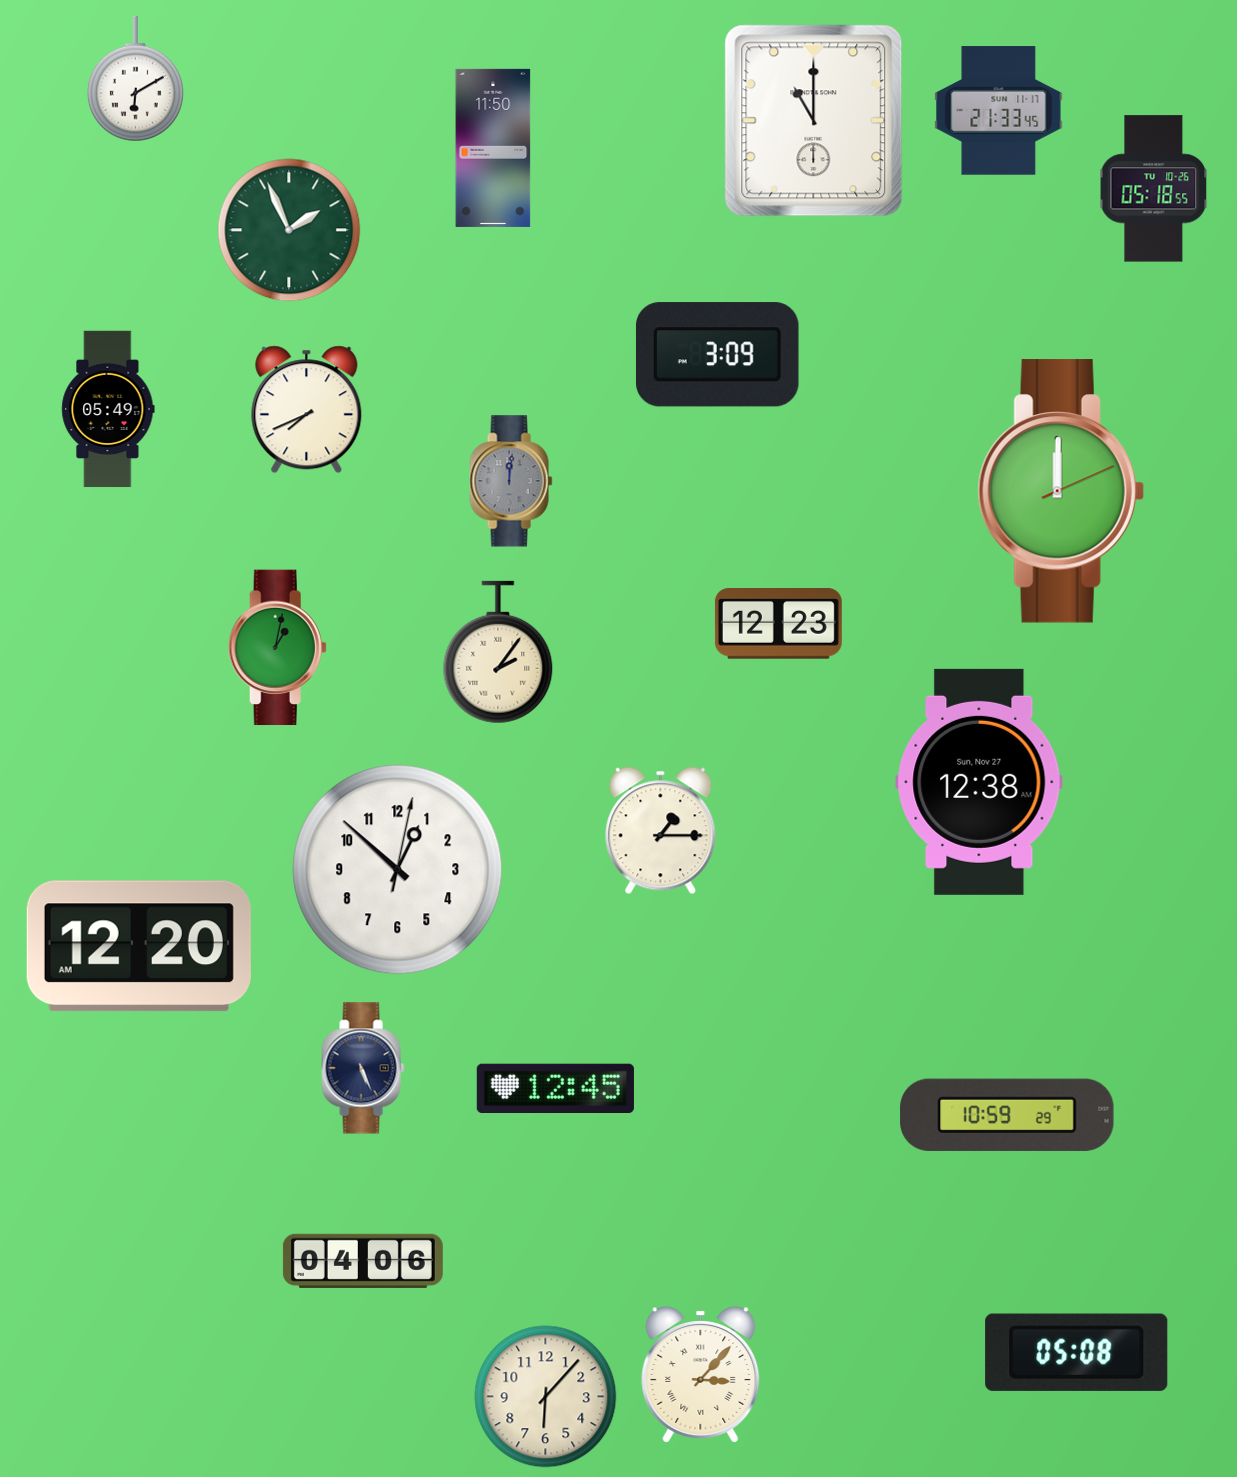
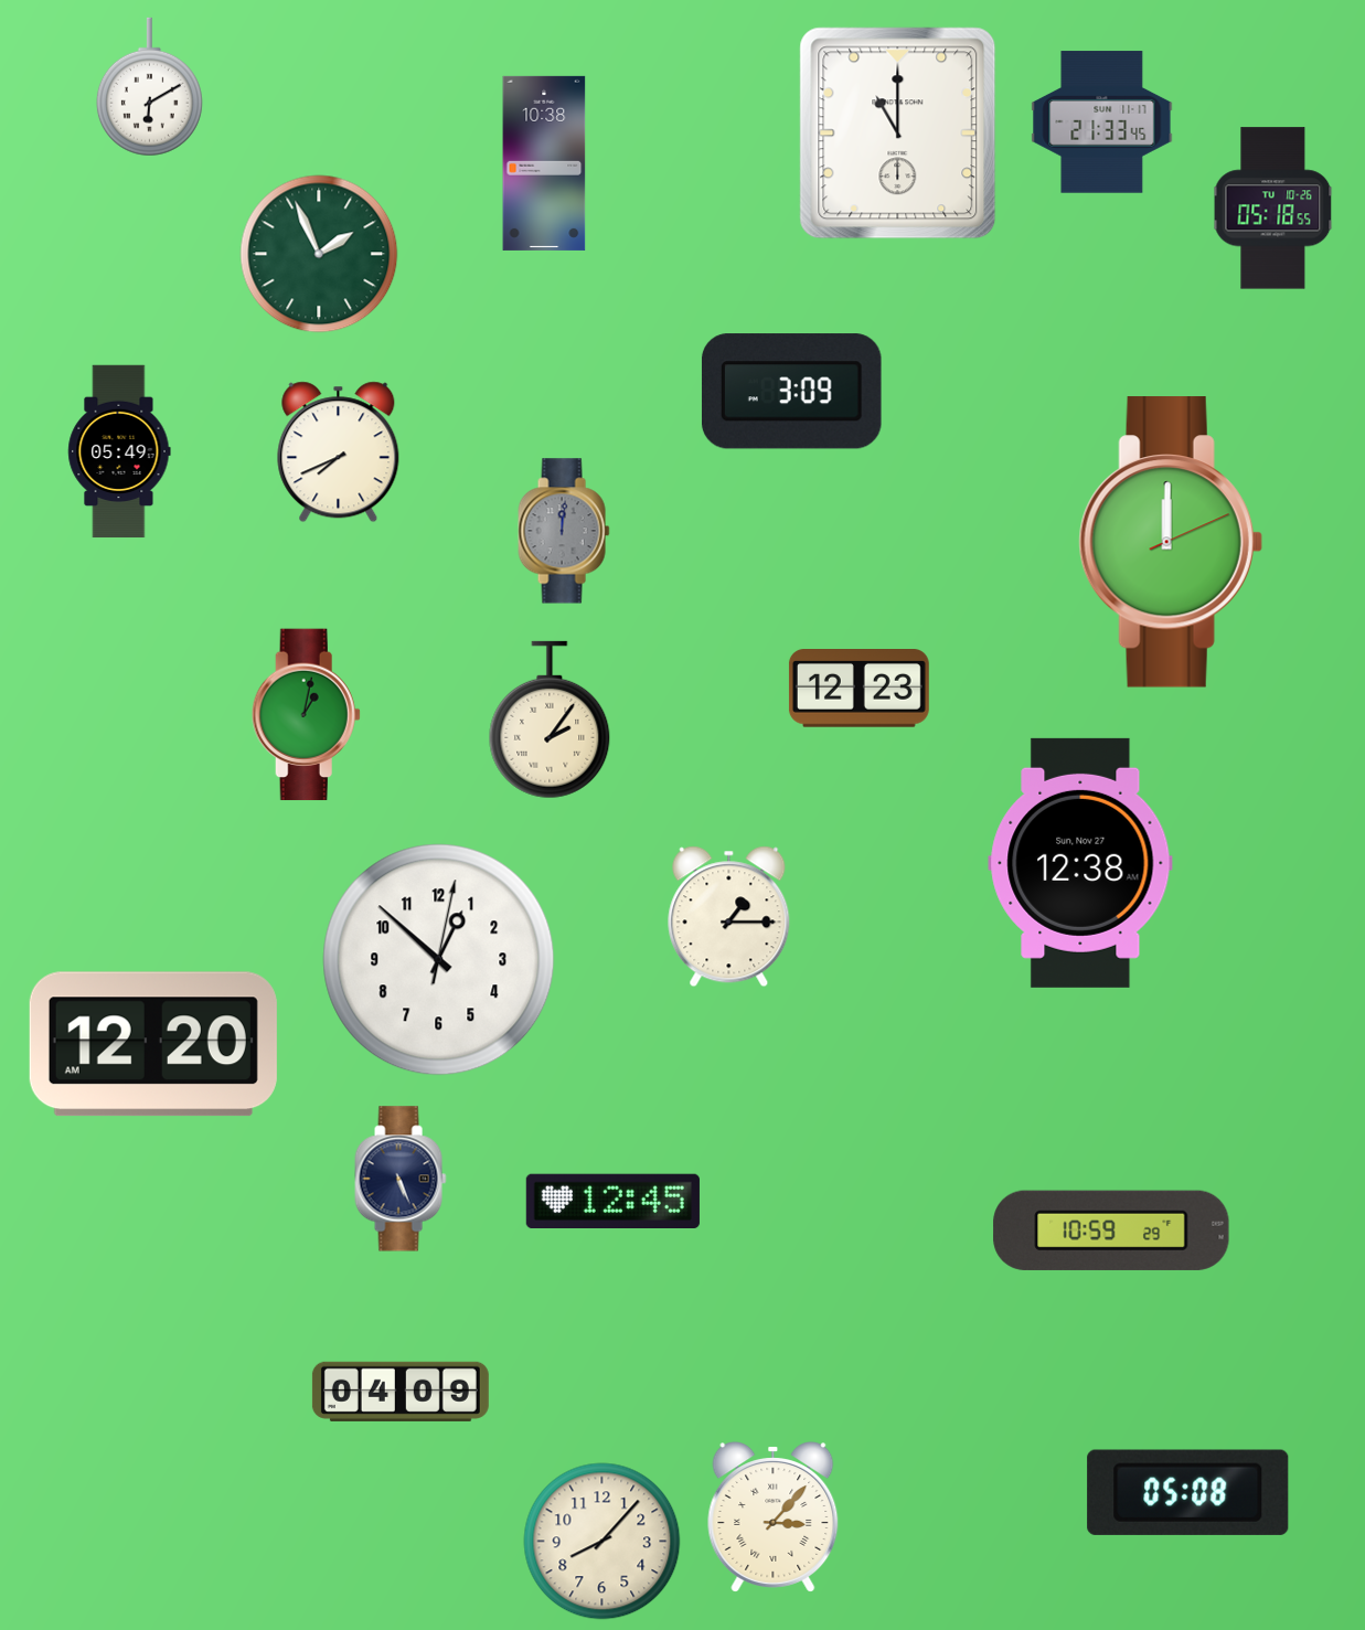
clock at (493, 148): 11:50 -> 10:38
clock at (363, 1261): 04:06 -> 04:09
clock at (546, 1397): 6:07 -> 8:07
